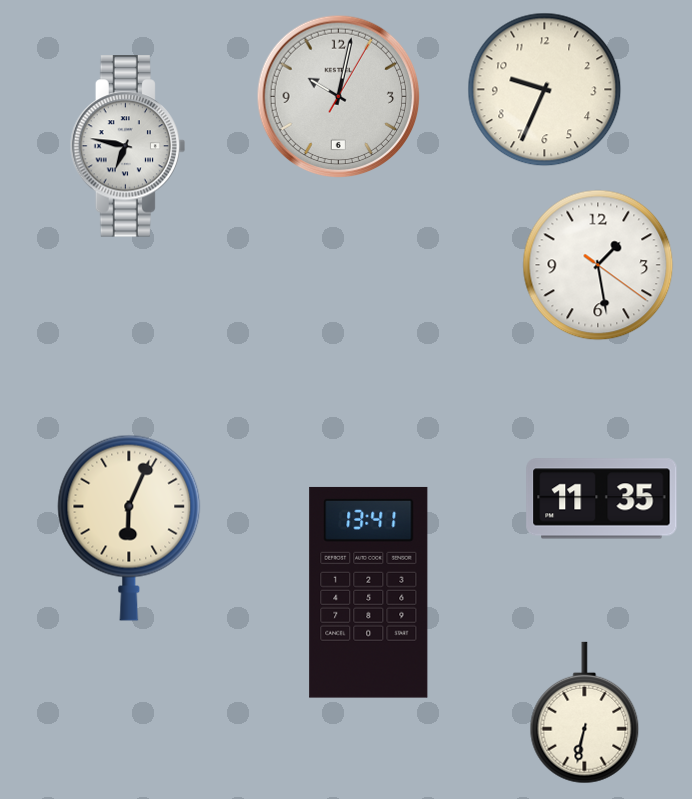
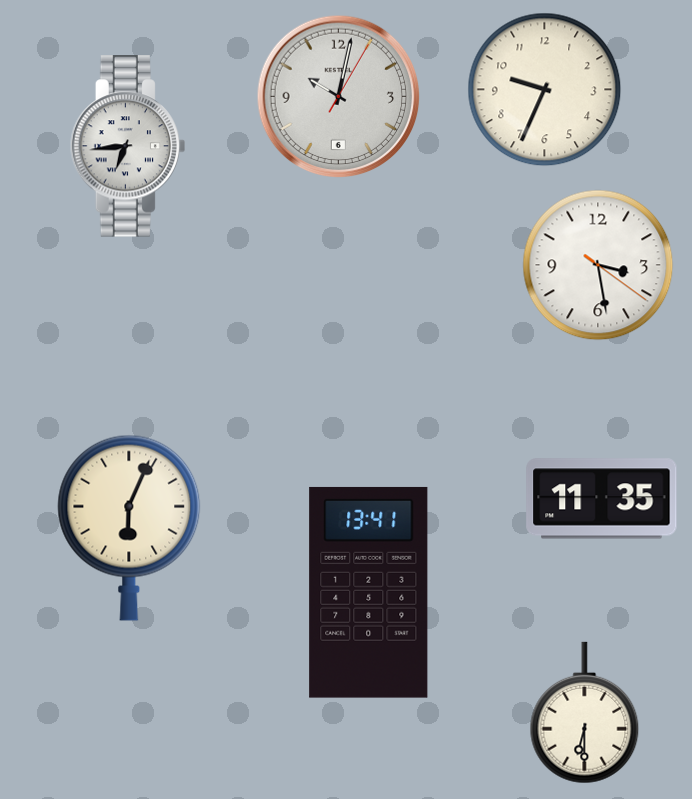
clock at (127, 146): 6:47 -> 6:44
clock at (598, 265): 1:28 -> 3:28
clock at (585, 713): 6:32 -> 6:30
